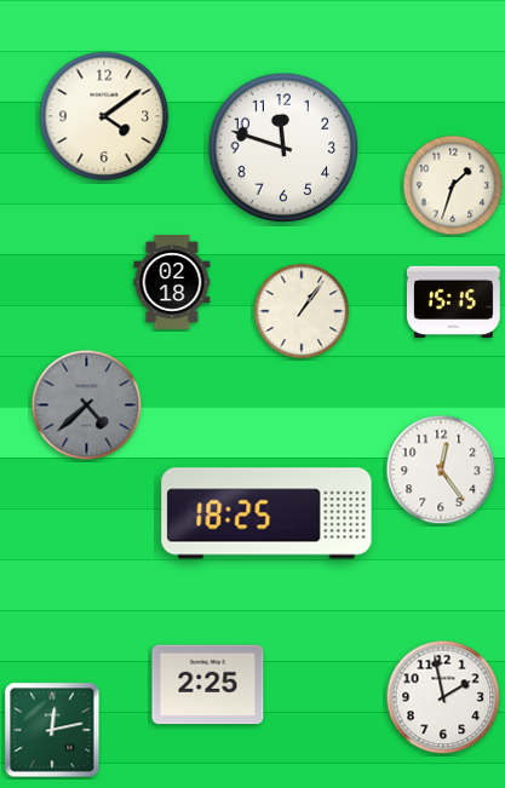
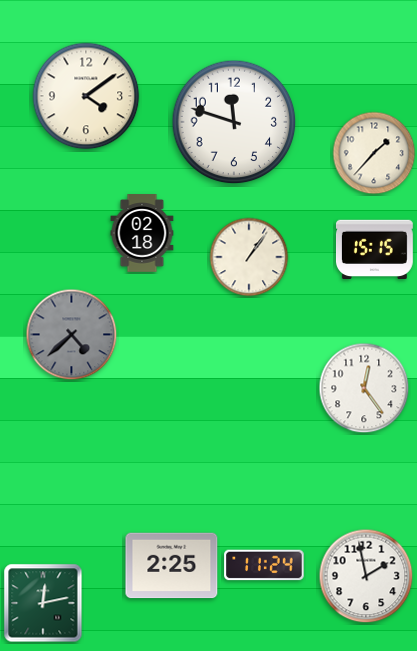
clock at (453, 185): 1:33 -> 1:37
clock at (266, 513): 18:25 -> none
clock at (264, 565): none -> 11:24
